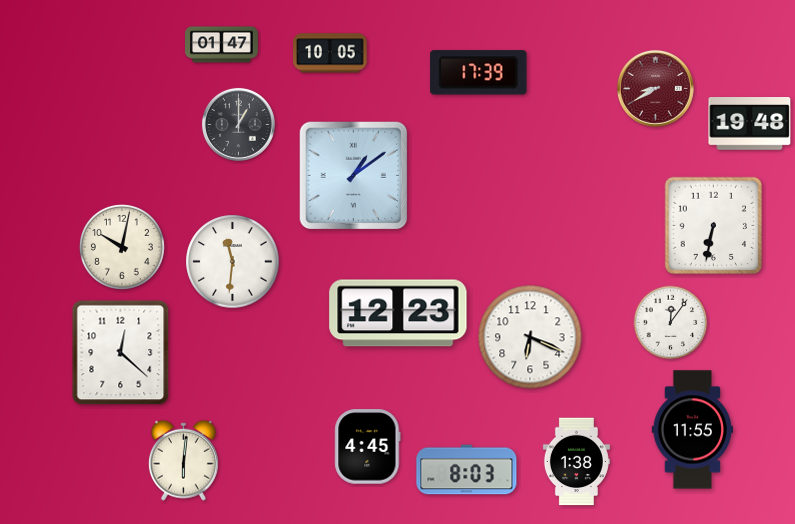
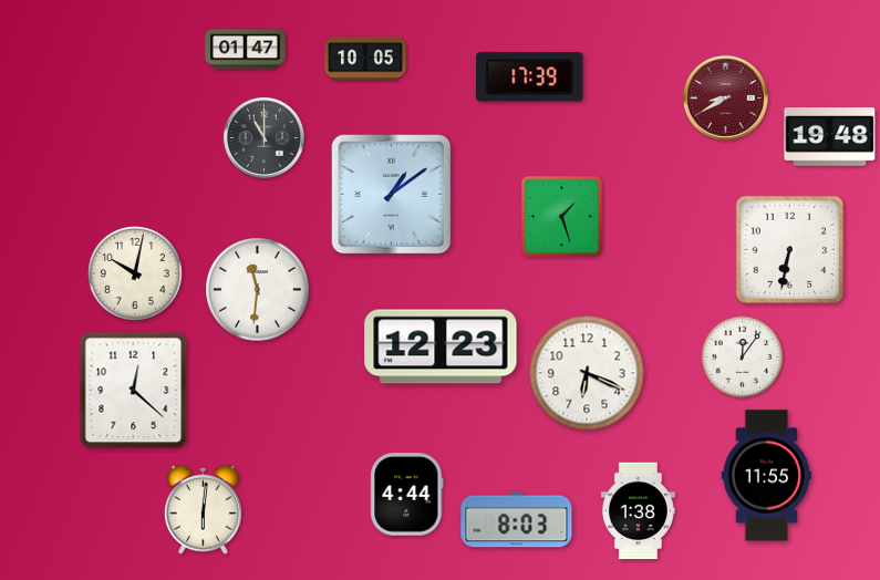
clock at (479, 73) position: (479, 73) -> (530, 77)
clock at (238, 124): 1:00 -> 11:00
clock at (561, 216): none -> 1:27
clock at (368, 447): 4:45 -> 4:44
